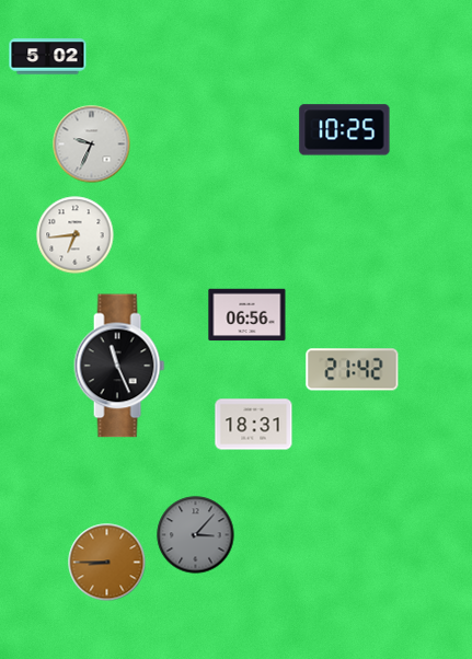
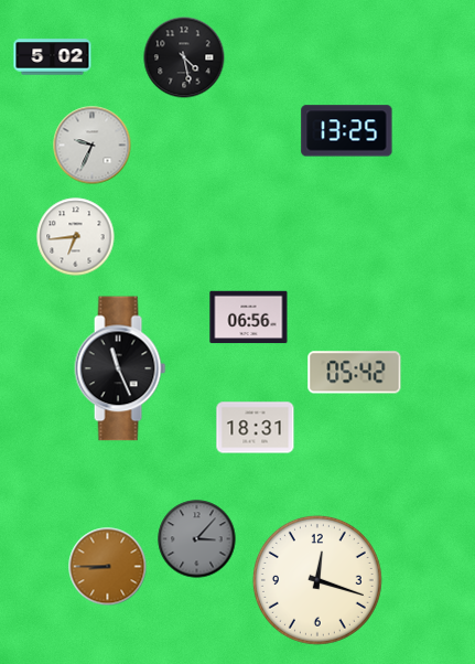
clock at (48, 57) position: (48, 57) -> (53, 57)
clock at (184, 57): none -> 4:28
clock at (345, 130): 10:25 -> 13:25
clock at (353, 370): 21:42 -> 05:42
clock at (317, 580): none -> 12:18
